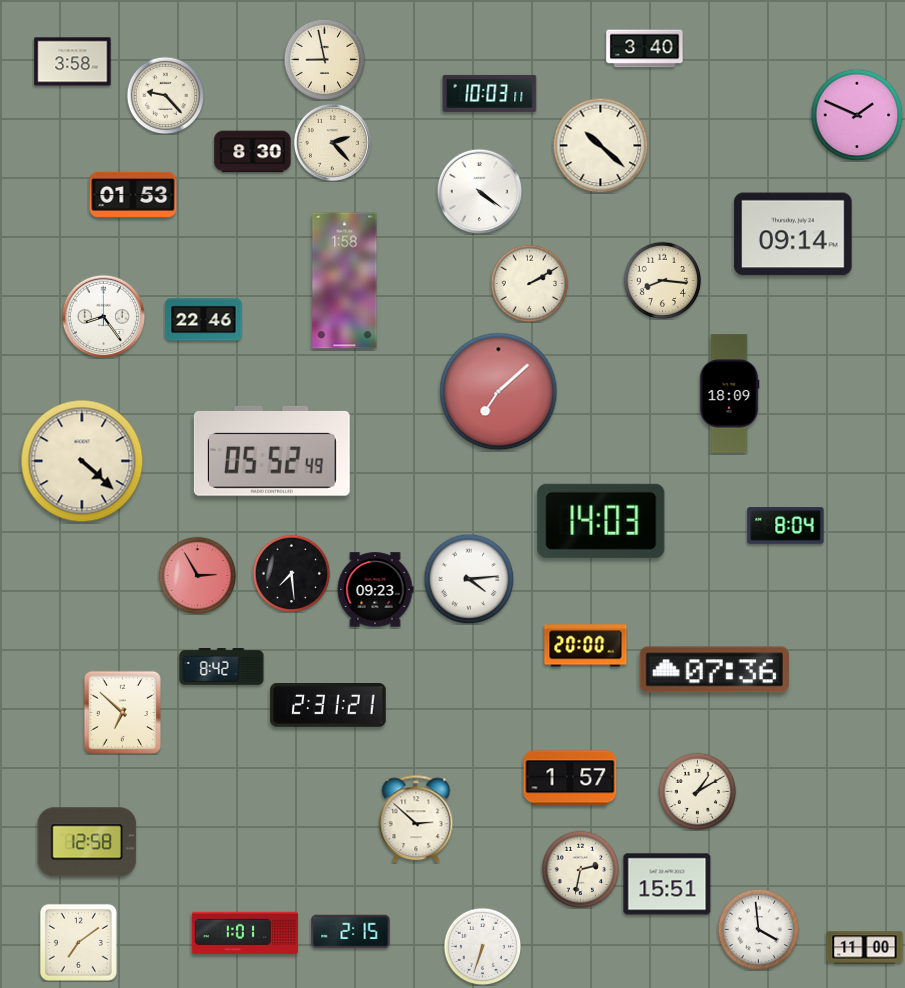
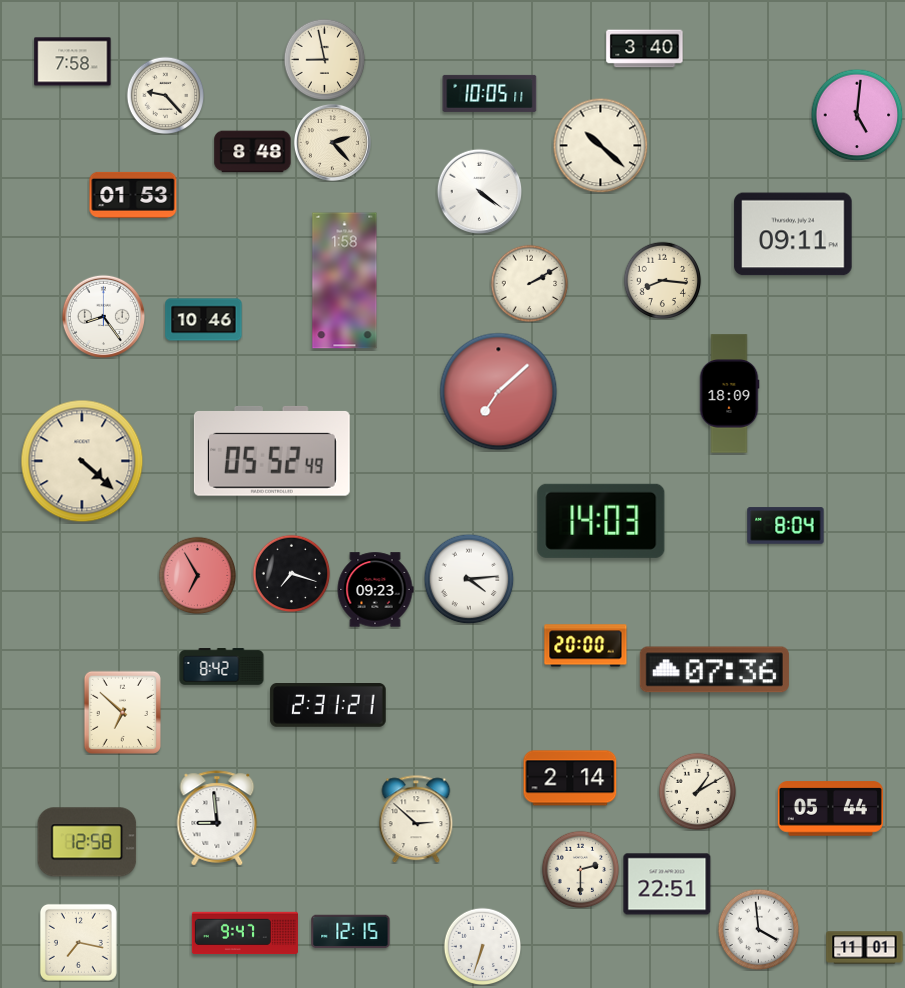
clock at (73, 62): 3:58 -> 7:58
clock at (490, 93): 10:03 -> 10:05
clock at (857, 115): 1:49 -> 5:01
clock at (253, 152): 8:30 -> 8:48
clock at (793, 234): 09:14 -> 09:11
clock at (204, 320): 22:46 -> 10:46
clock at (291, 573): 7:29 -> 7:18
clock at (197, 575): 2:55 -> 6:55
clock at (570, 778): 1:57 -> 2:14
clock at (830, 809): none -> 05:44
clock at (217, 818): none -> 8:59
clock at (580, 869): 2:32 -> 2:30
clock at (667, 884): 15:51 -> 22:51
clock at (351, 932): 2:15 -> 12:15
clock at (245, 933): 1:01 -> 9:47
clock at (78, 942): 7:09 -> 7:17
clock at (865, 948): 11:00 -> 11:01
